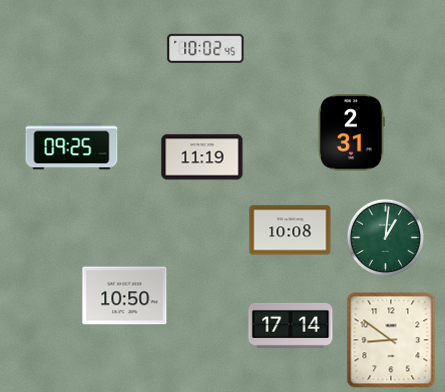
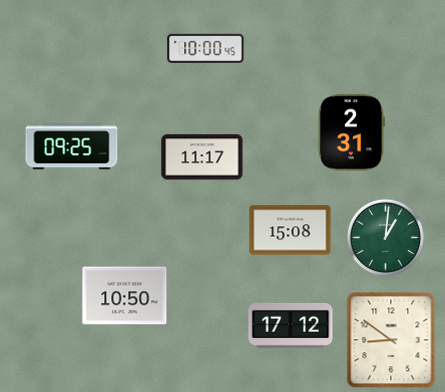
clock at (206, 48): 10:02 -> 10:00
clock at (202, 157): 11:19 -> 11:17
clock at (290, 230): 10:08 -> 15:08
clock at (291, 325): 17:14 -> 17:12
